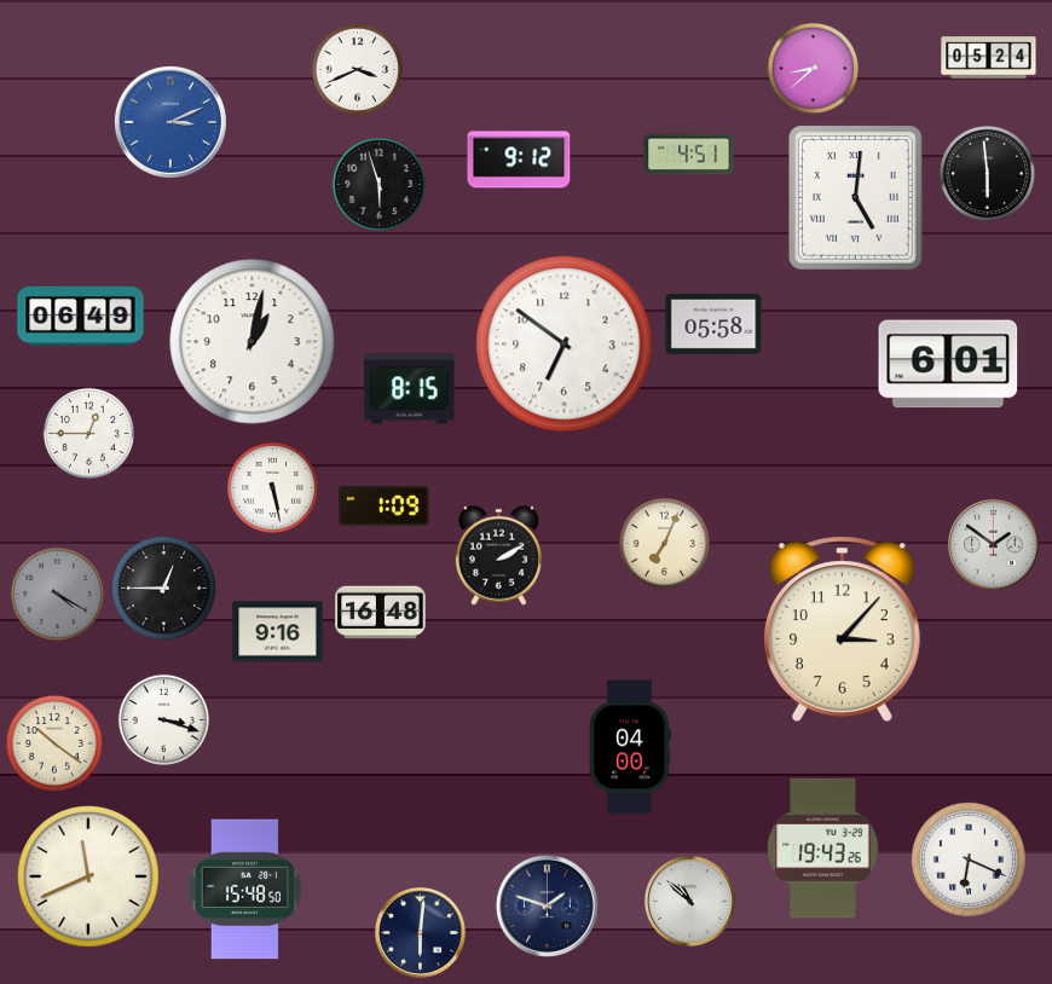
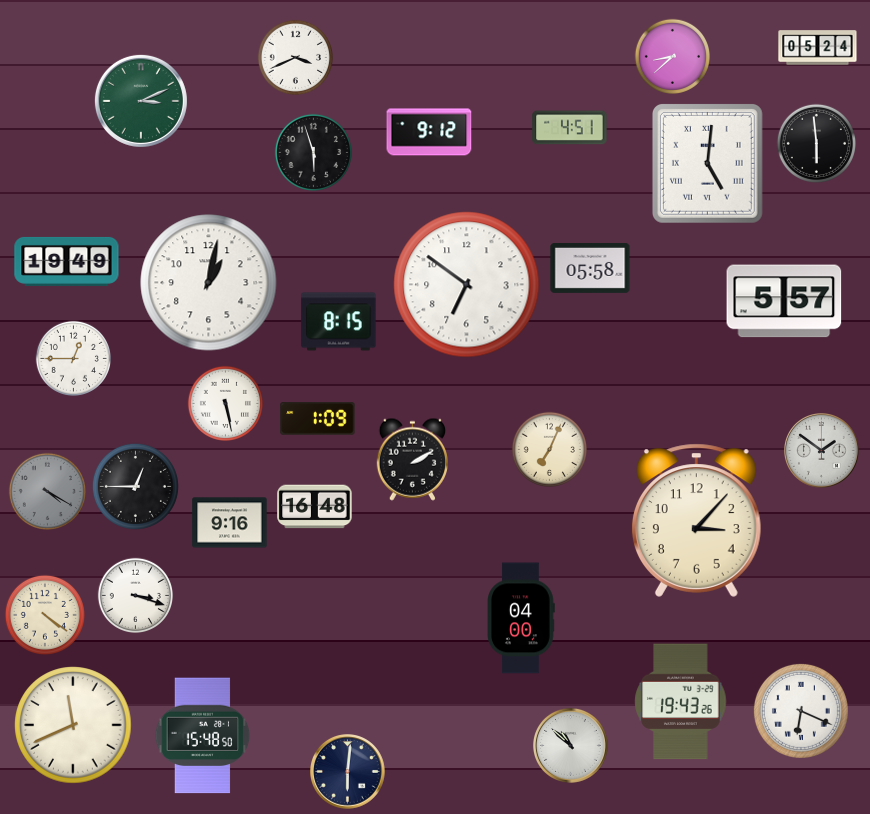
clock at (170, 122) dial: blue -> green
clock at (81, 316): 06:49 -> 19:49
clock at (948, 364): 6:01 -> 5:57
clock at (54, 743): 10:21 -> 4:21
clock at (547, 905): 1:48 -> none
